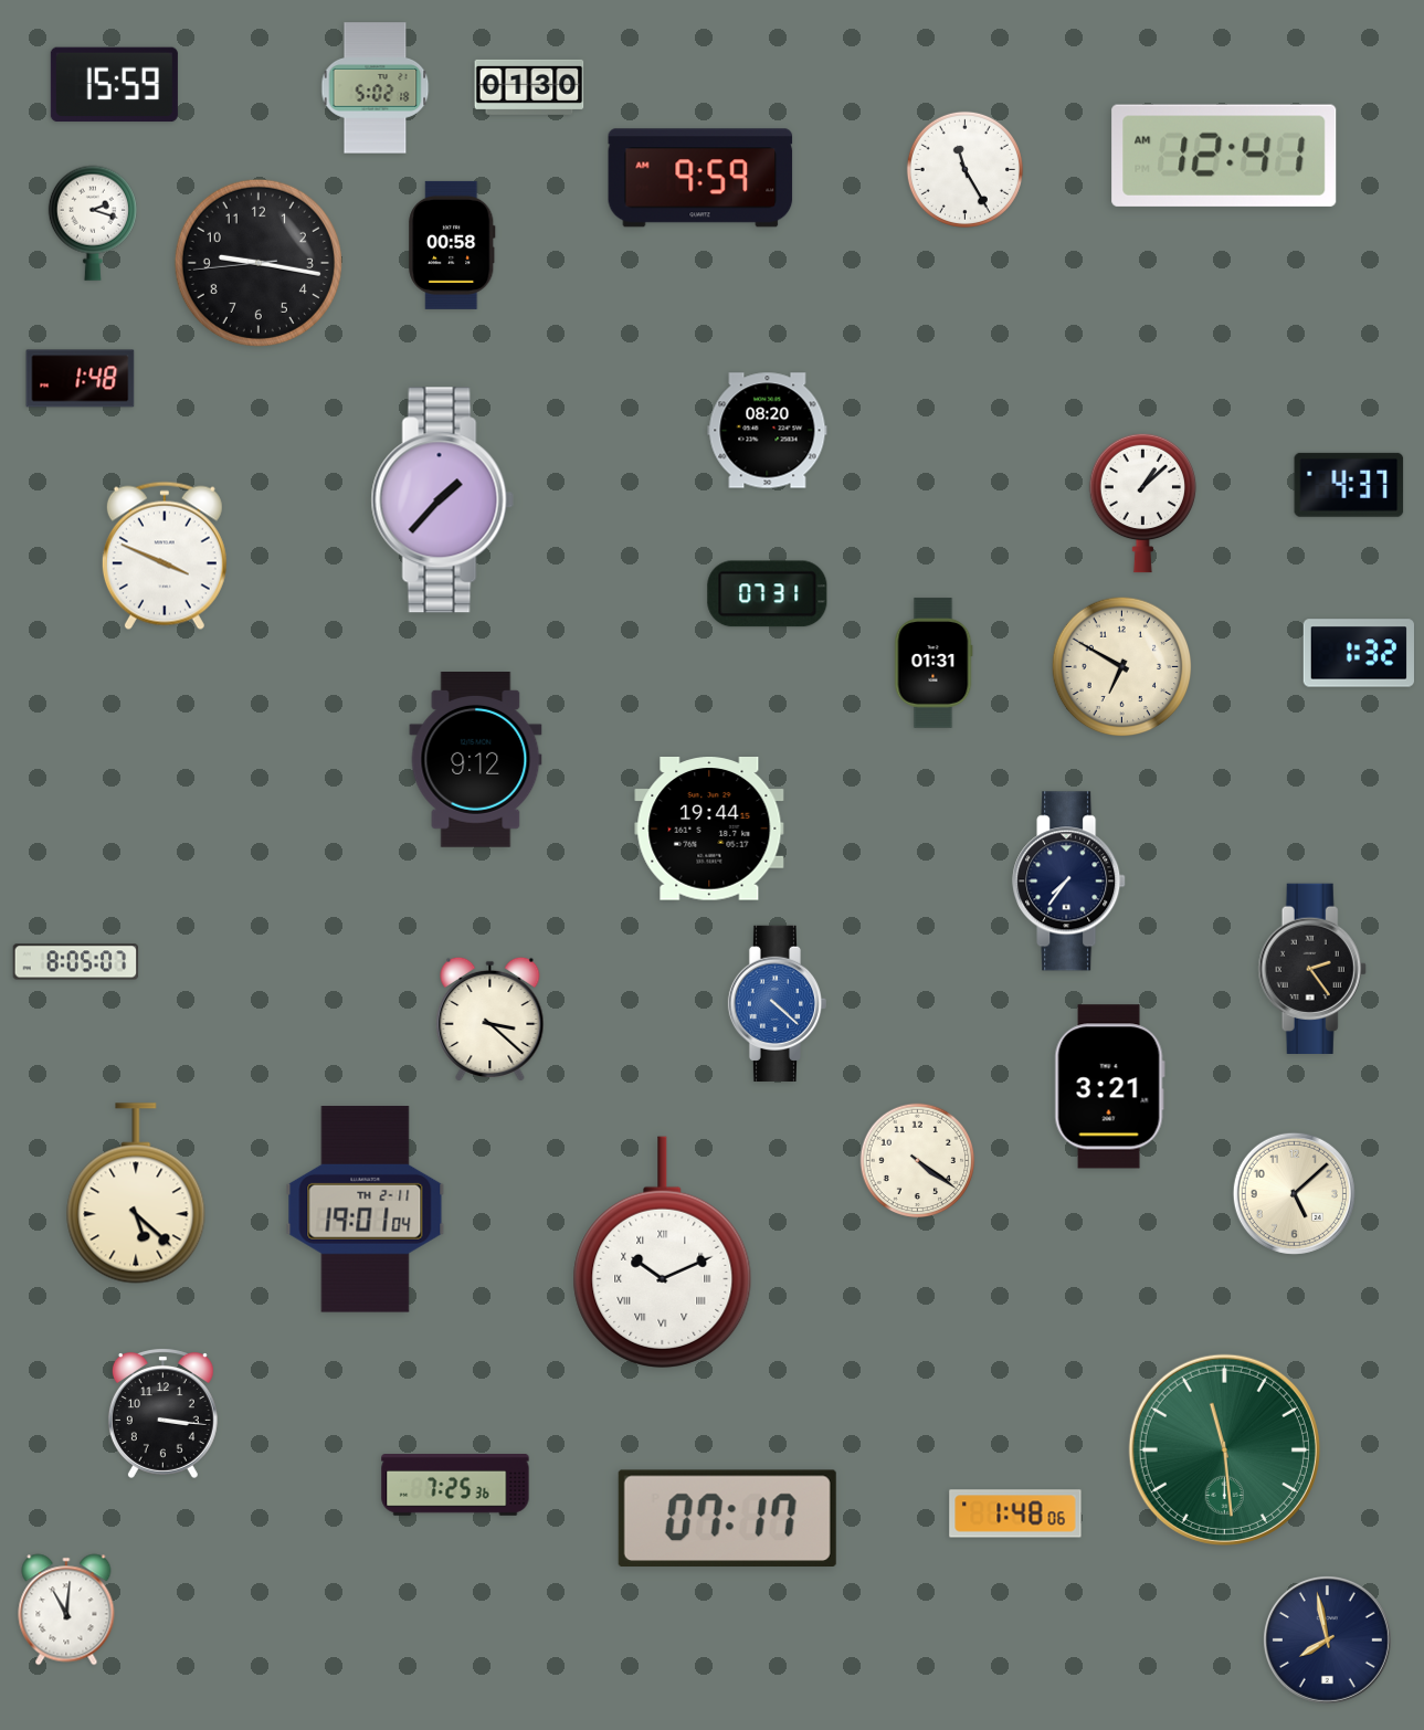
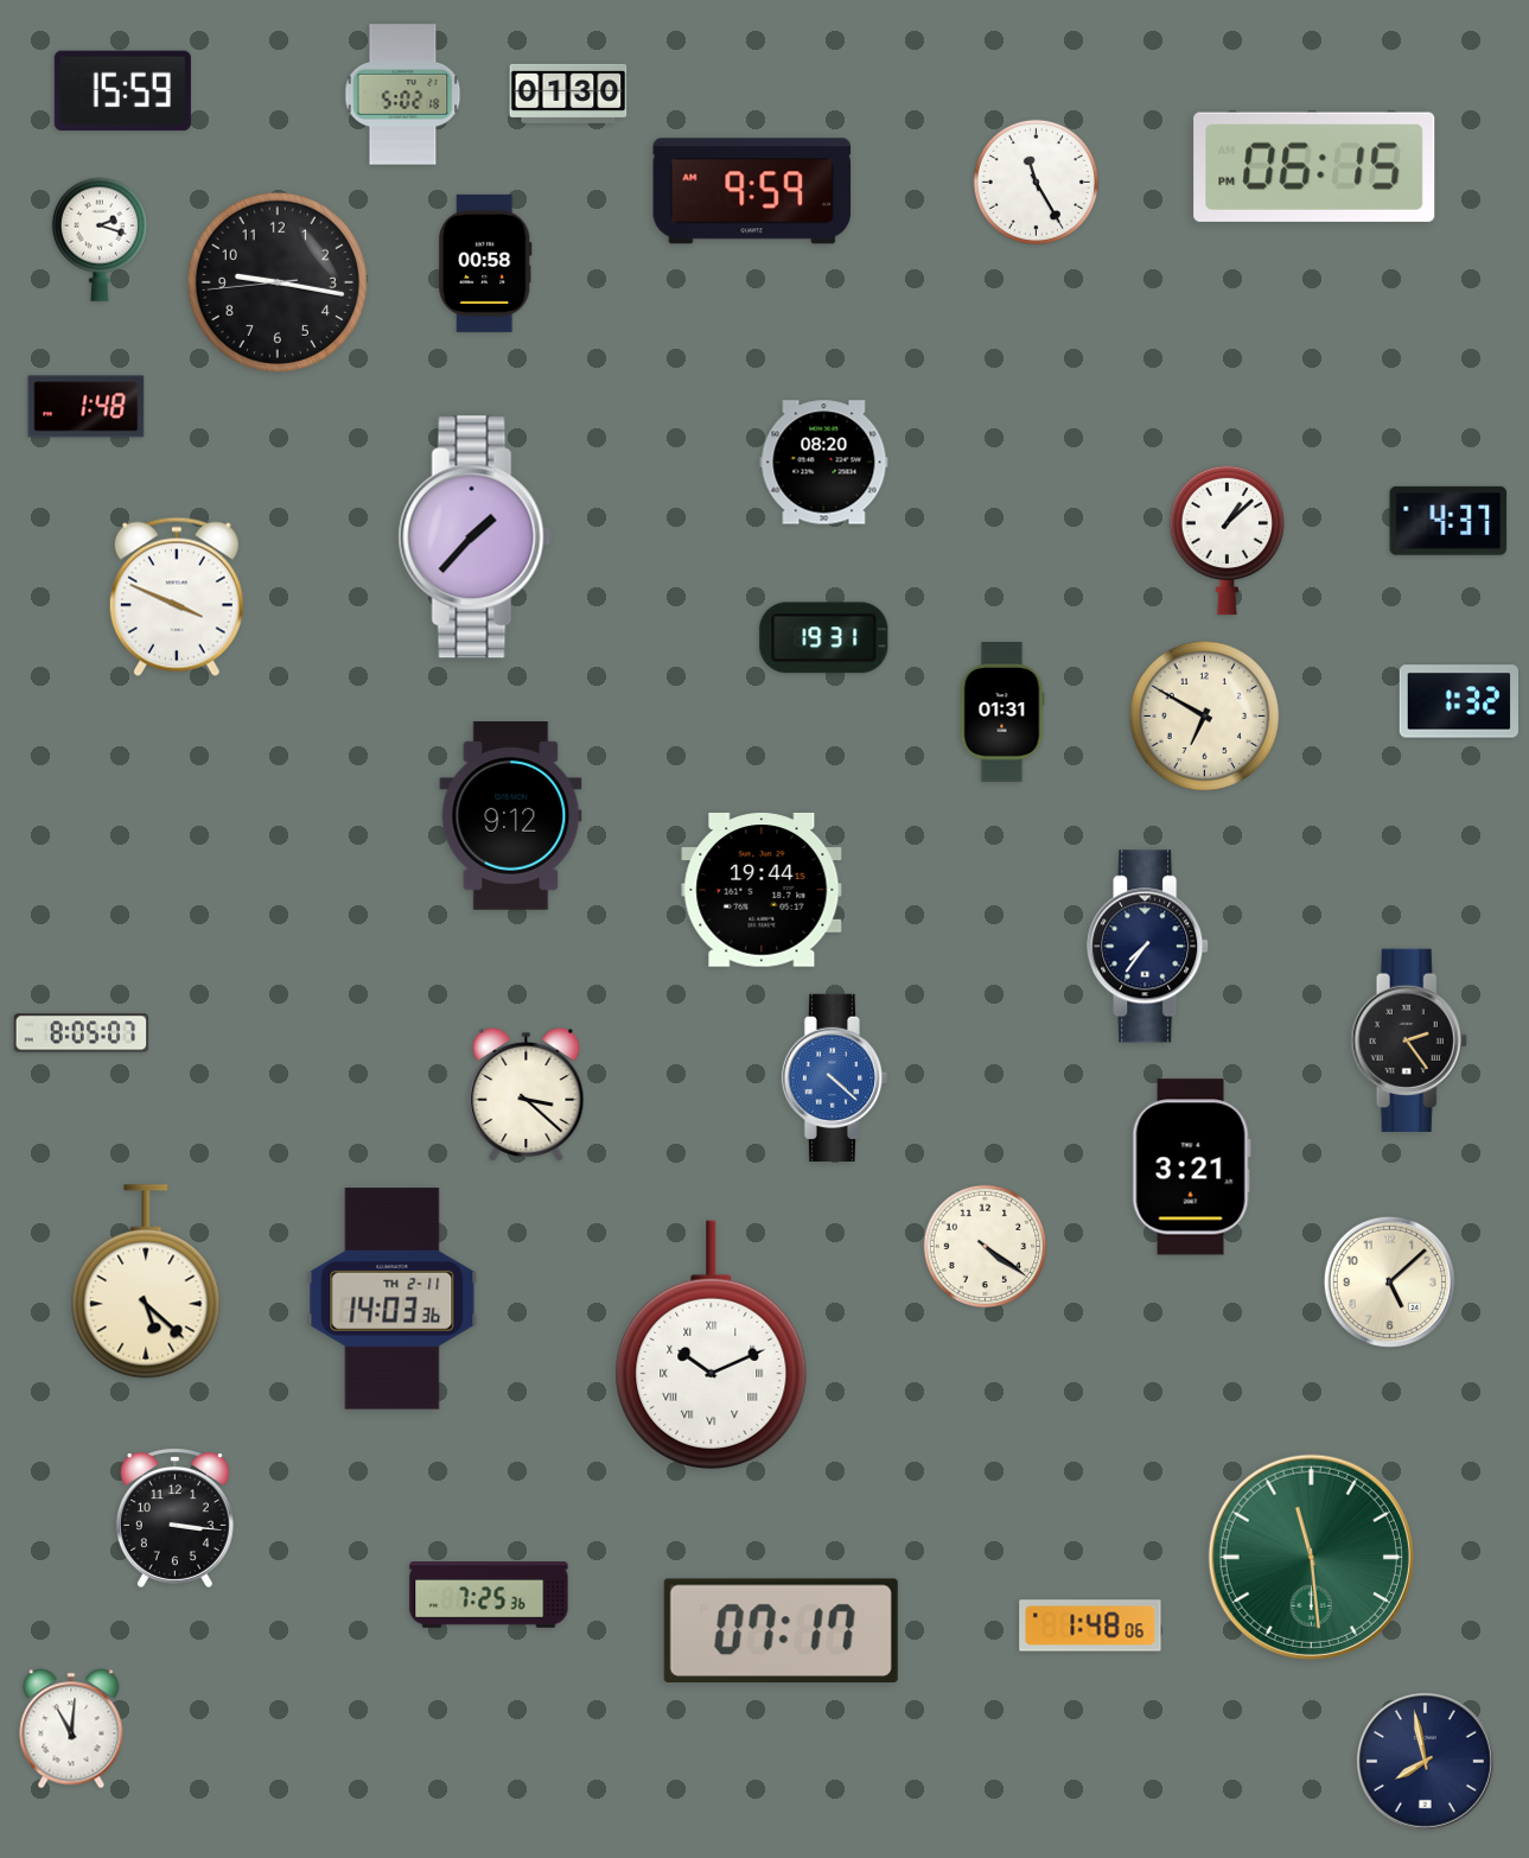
clock at (1224, 156): 12:41 -> 06:15
clock at (768, 594): 07:31 -> 19:31
clock at (366, 1210): 19:01 -> 14:03
clock at (1224, 1449) position: (1224, 1449) -> (1311, 1557)
